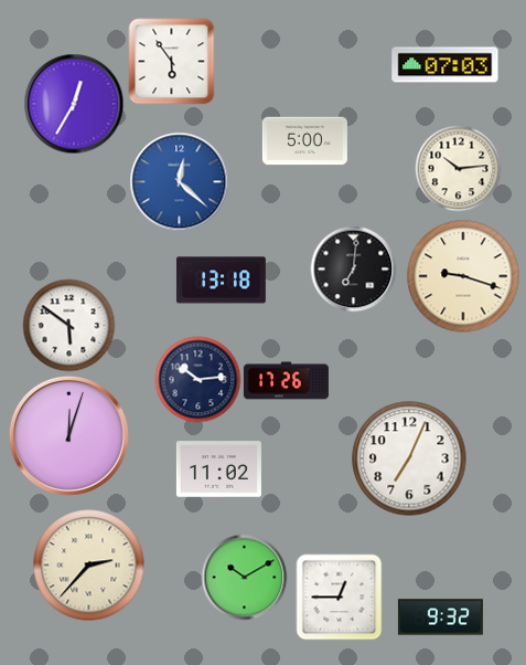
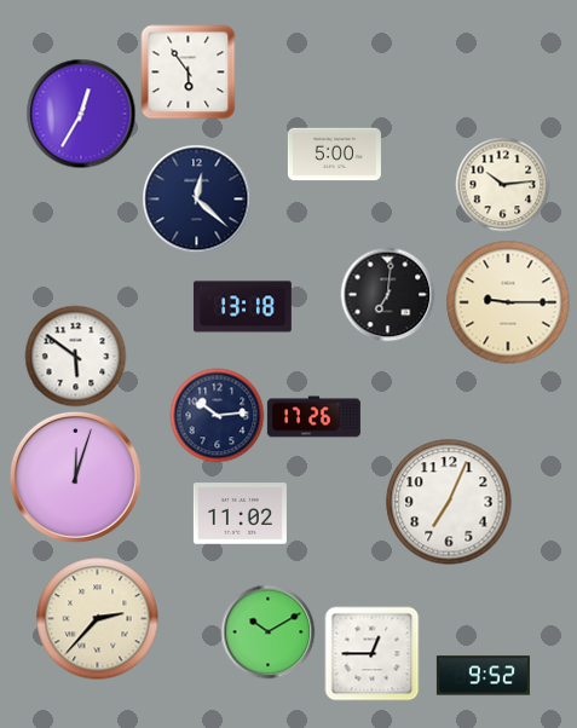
clock at (171, 61) position: (171, 61) -> (187, 71)
clock at (446, 65): 07:03 -> none
clock at (179, 181) dial: blue -> navy
clock at (463, 276): 9:18 -> 9:15
clock at (440, 617): 9:32 -> 9:52
